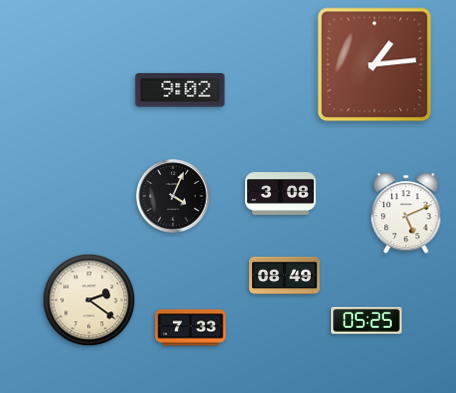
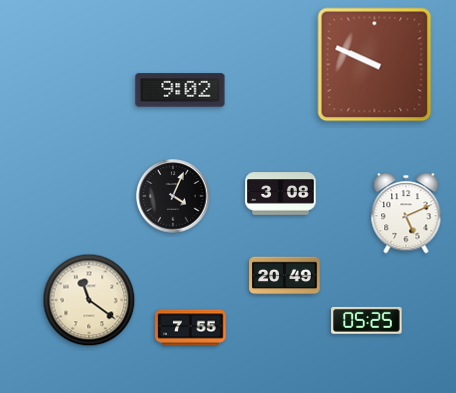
clock at (375, 65): 1:14 -> 9:49
clock at (285, 276): 08:49 -> 20:49
clock at (89, 300): 2:21 -> 11:21
clock at (191, 328): 7:33 -> 7:55
